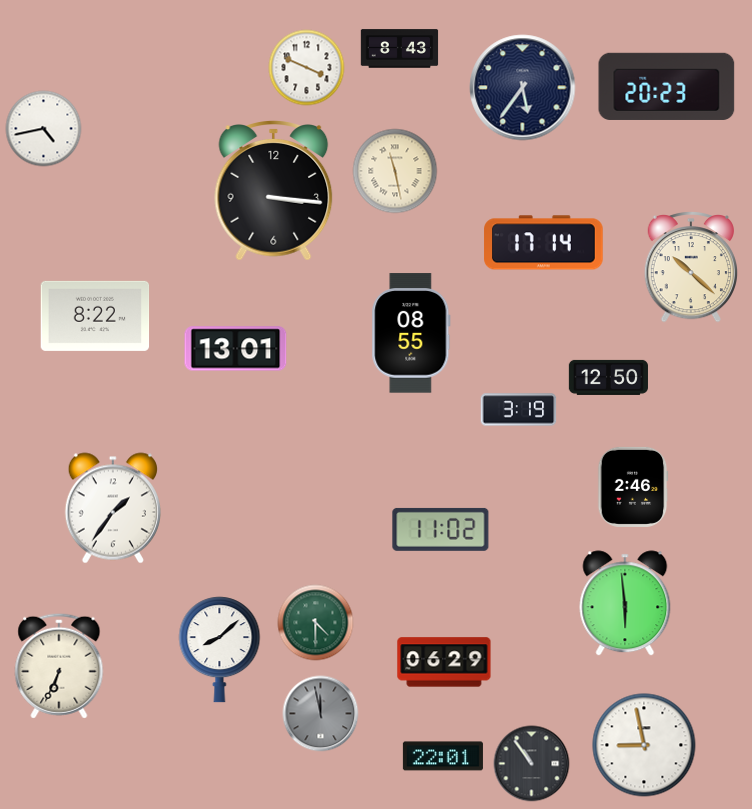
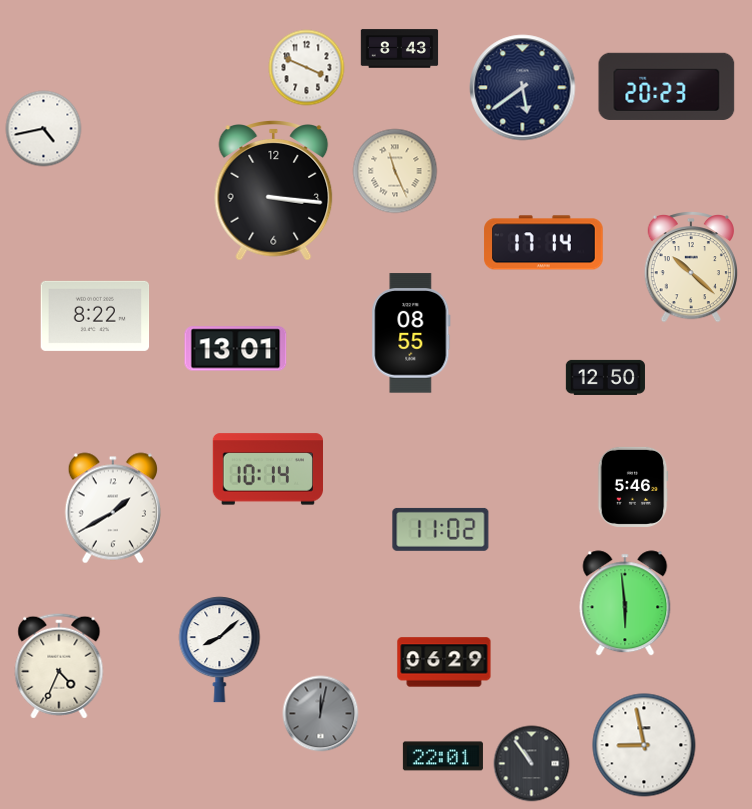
clock at (523, 88): 5:36 -> 5:39
clock at (395, 171): 11:28 -> 11:26
clock at (608, 377) position: (608, 377) -> (605, 377)
clock at (519, 410): 3:19 -> none
clock at (267, 469): none -> 10:14
clock at (633, 487): 2:46 -> 5:46
clock at (113, 508): 1:36 -> 1:40
clock at (316, 623): 4:30 -> none
clock at (59, 666): 6:34 -> 4:34
clock at (321, 714): 11:58 -> 12:02
